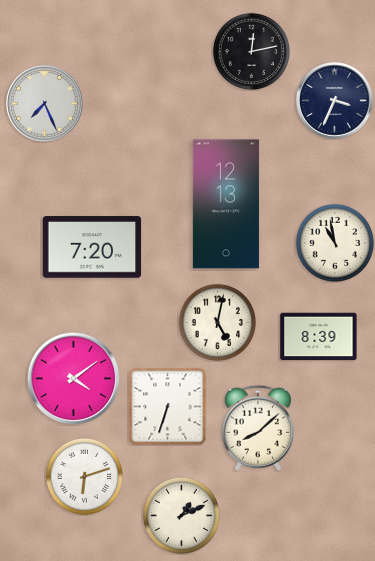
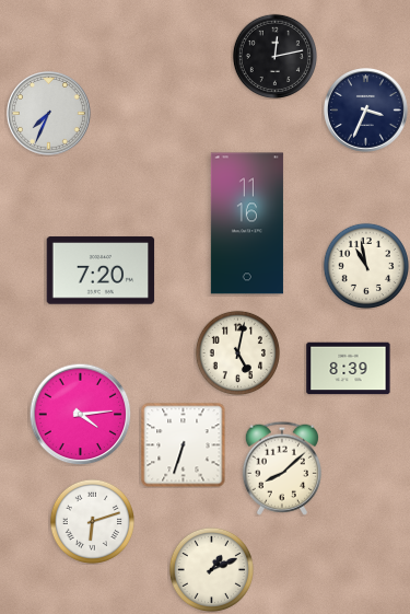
clock at (45, 104): 7:26 -> 7:34
clock at (226, 204): 12:13 -> 11:16
clock at (73, 378): 4:09 -> 4:14
clock at (181, 515) position: (181, 515) -> (211, 569)
